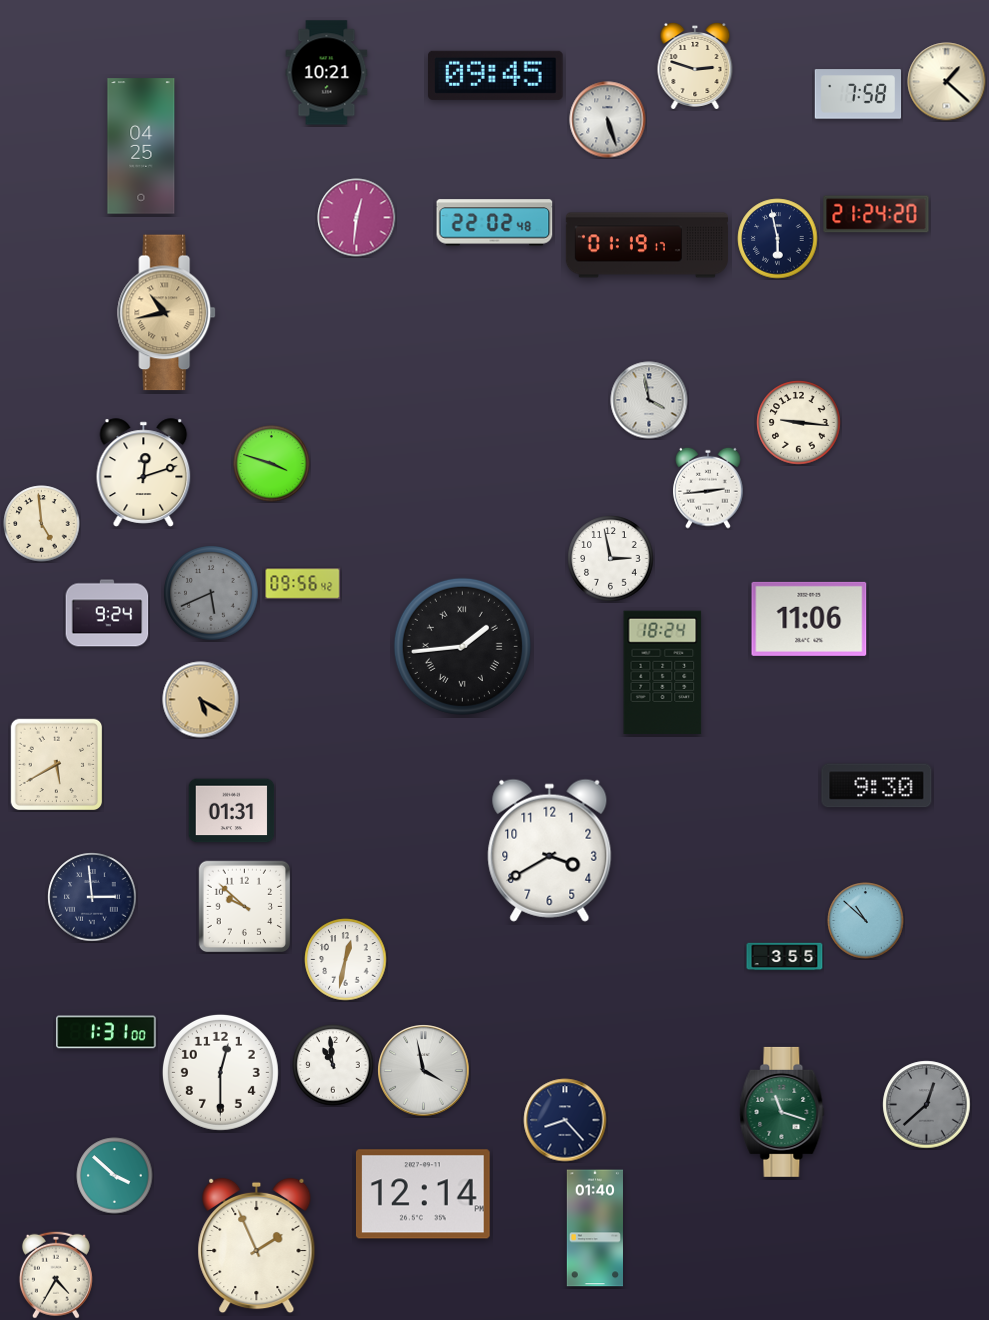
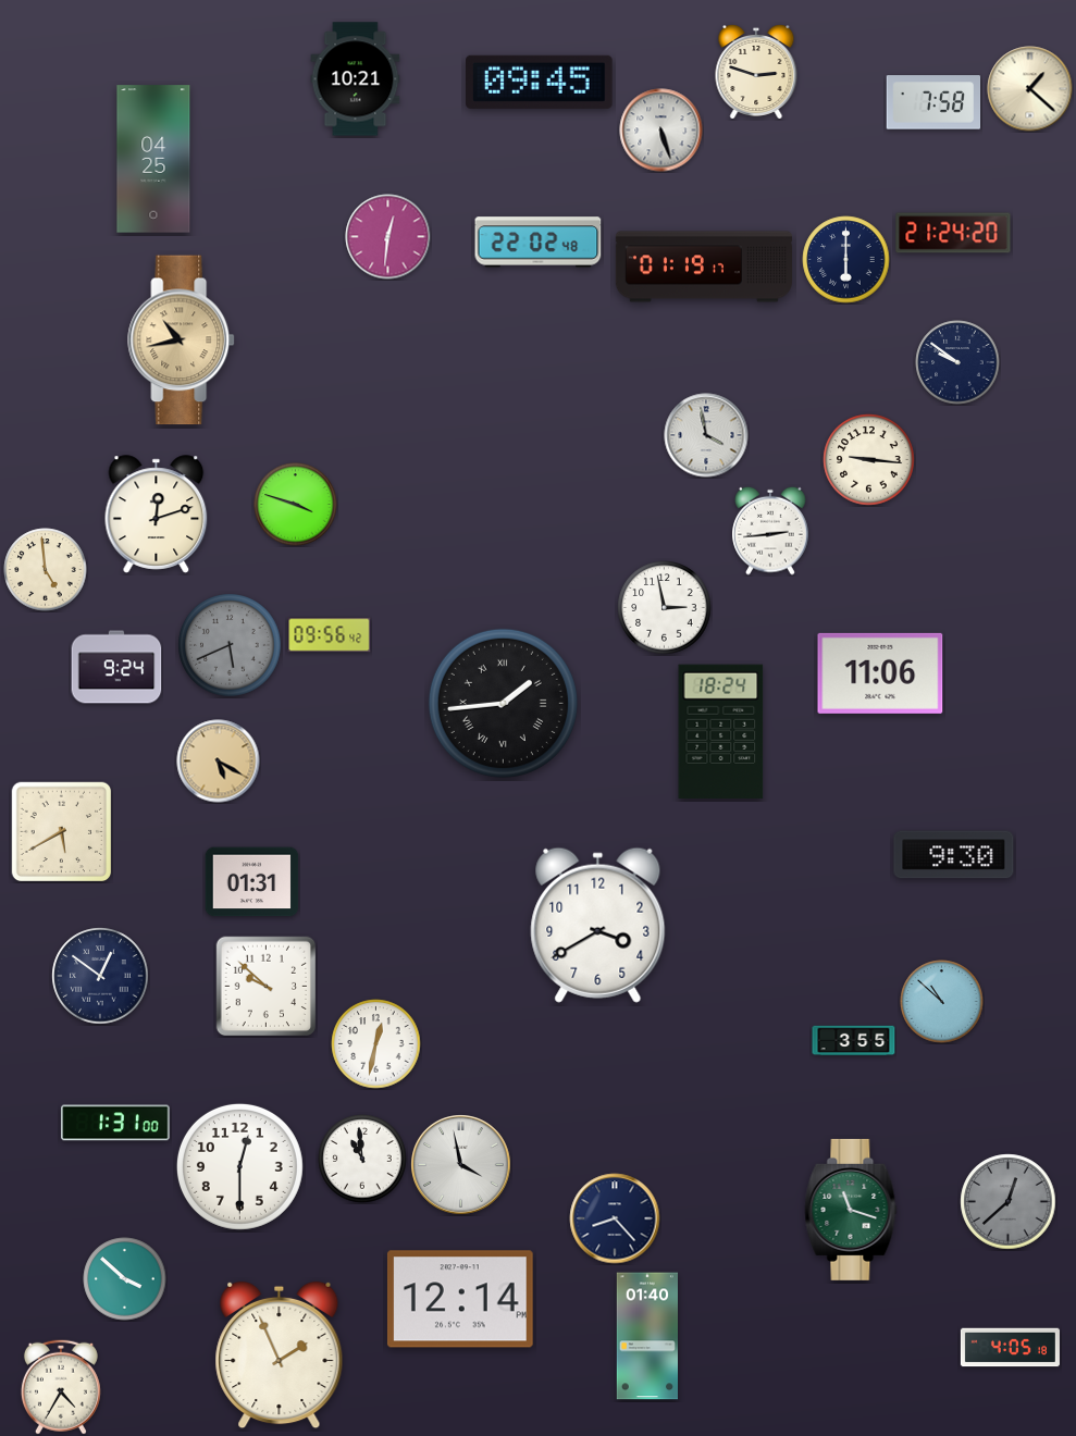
clock at (778, 239): 5:58 -> 6:00
clock at (957, 362): none -> 9:51
clock at (92, 897): 2:59 -> 12:51
clock at (1010, 1348): none -> 4:05
